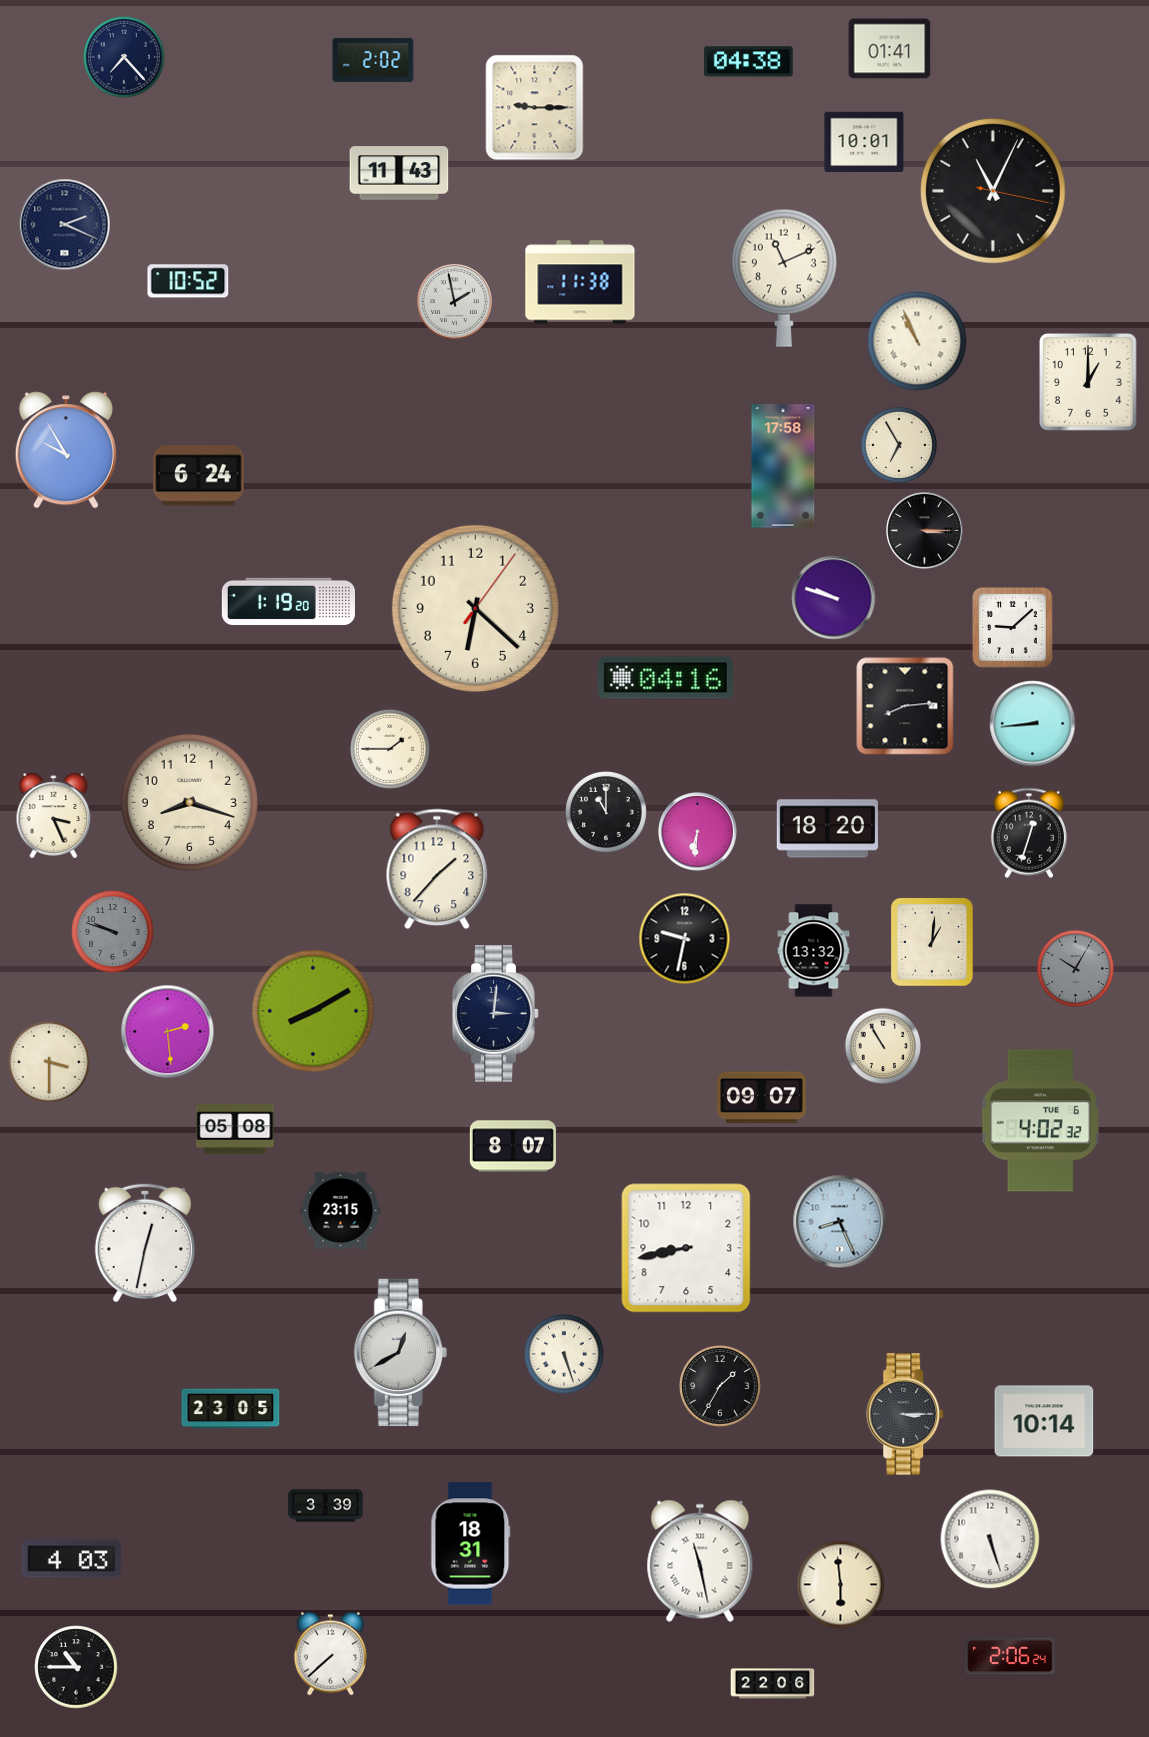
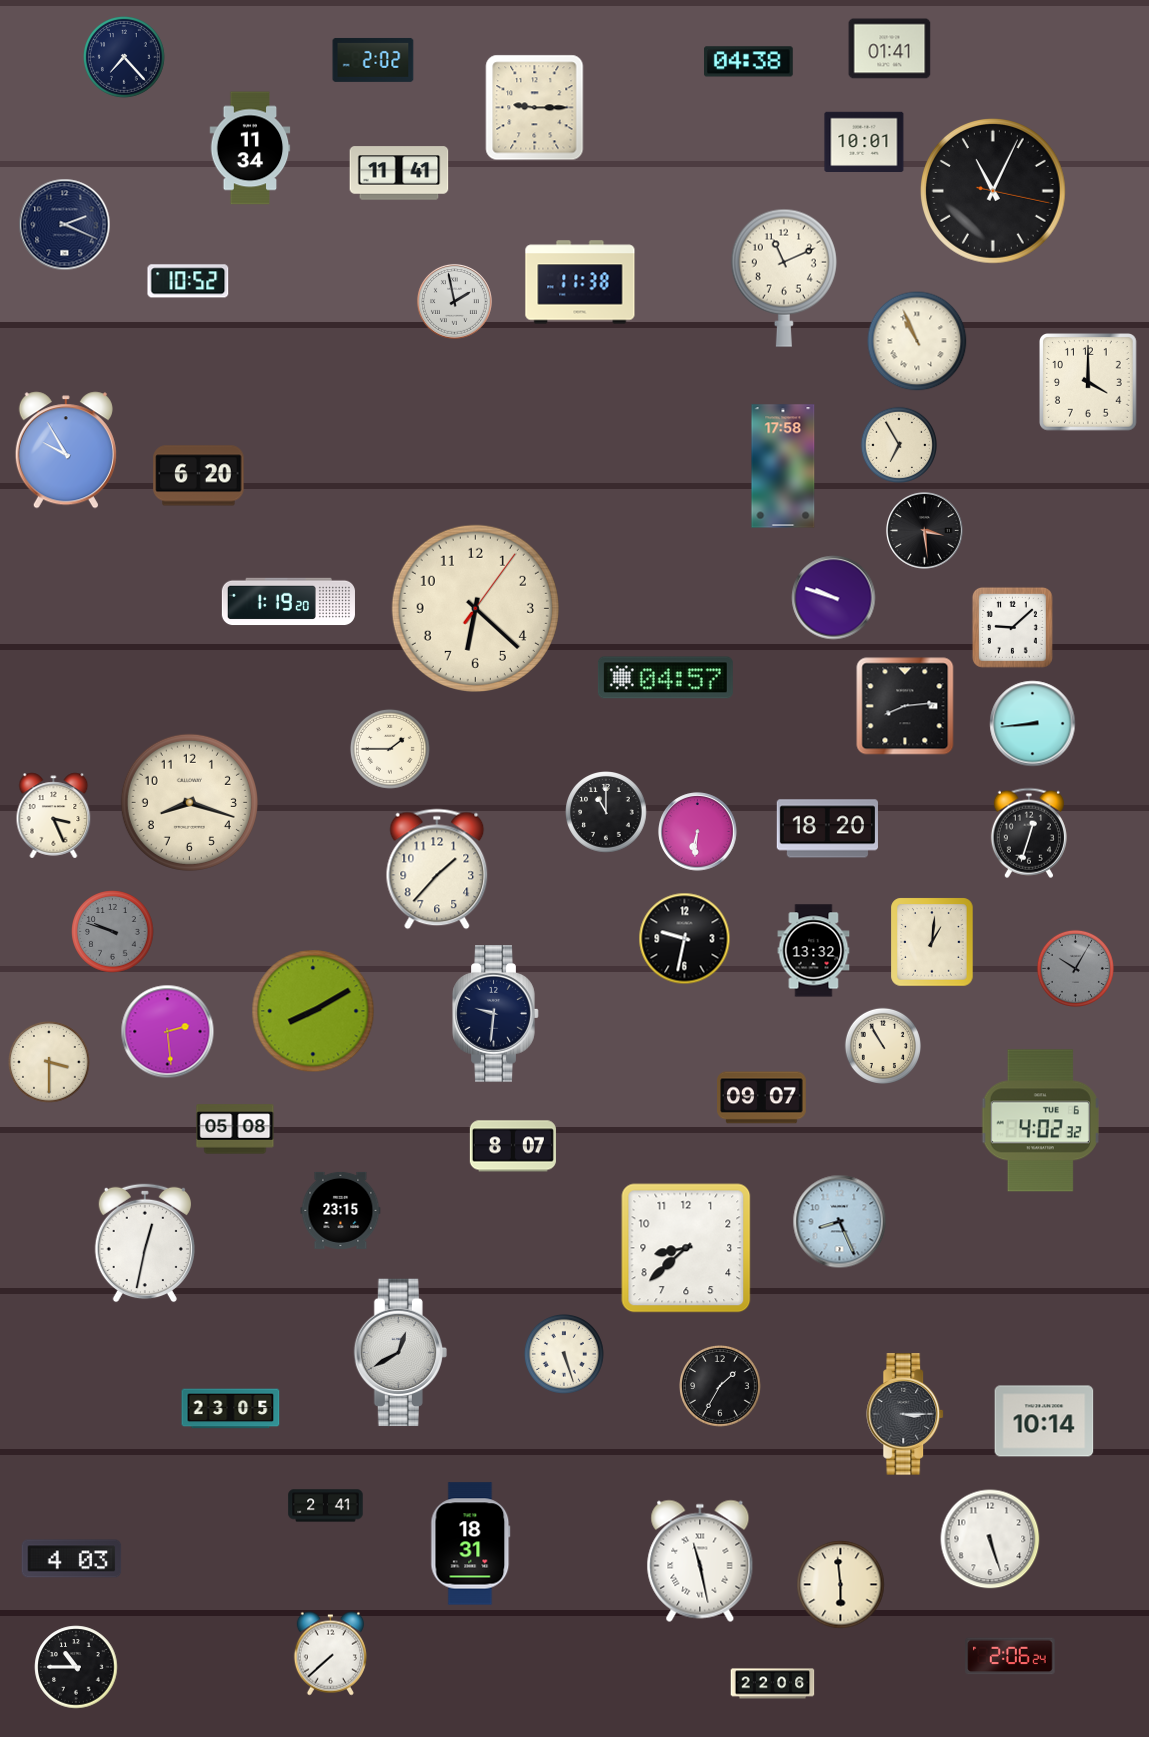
clock at (250, 148): none -> 11:34
clock at (399, 173): 11:43 -> 11:41
clock at (1089, 383): 1:00 -> 4:00
clock at (199, 476): 6:24 -> 6:20
clock at (925, 531): 3:15 -> 3:29
clock at (665, 678): 04:16 -> 04:57
clock at (496, 1014): 3:01 -> 9:31
clock at (686, 1248): 8:43 -> 8:38
clock at (326, 1506): 3:39 -> 2:41
